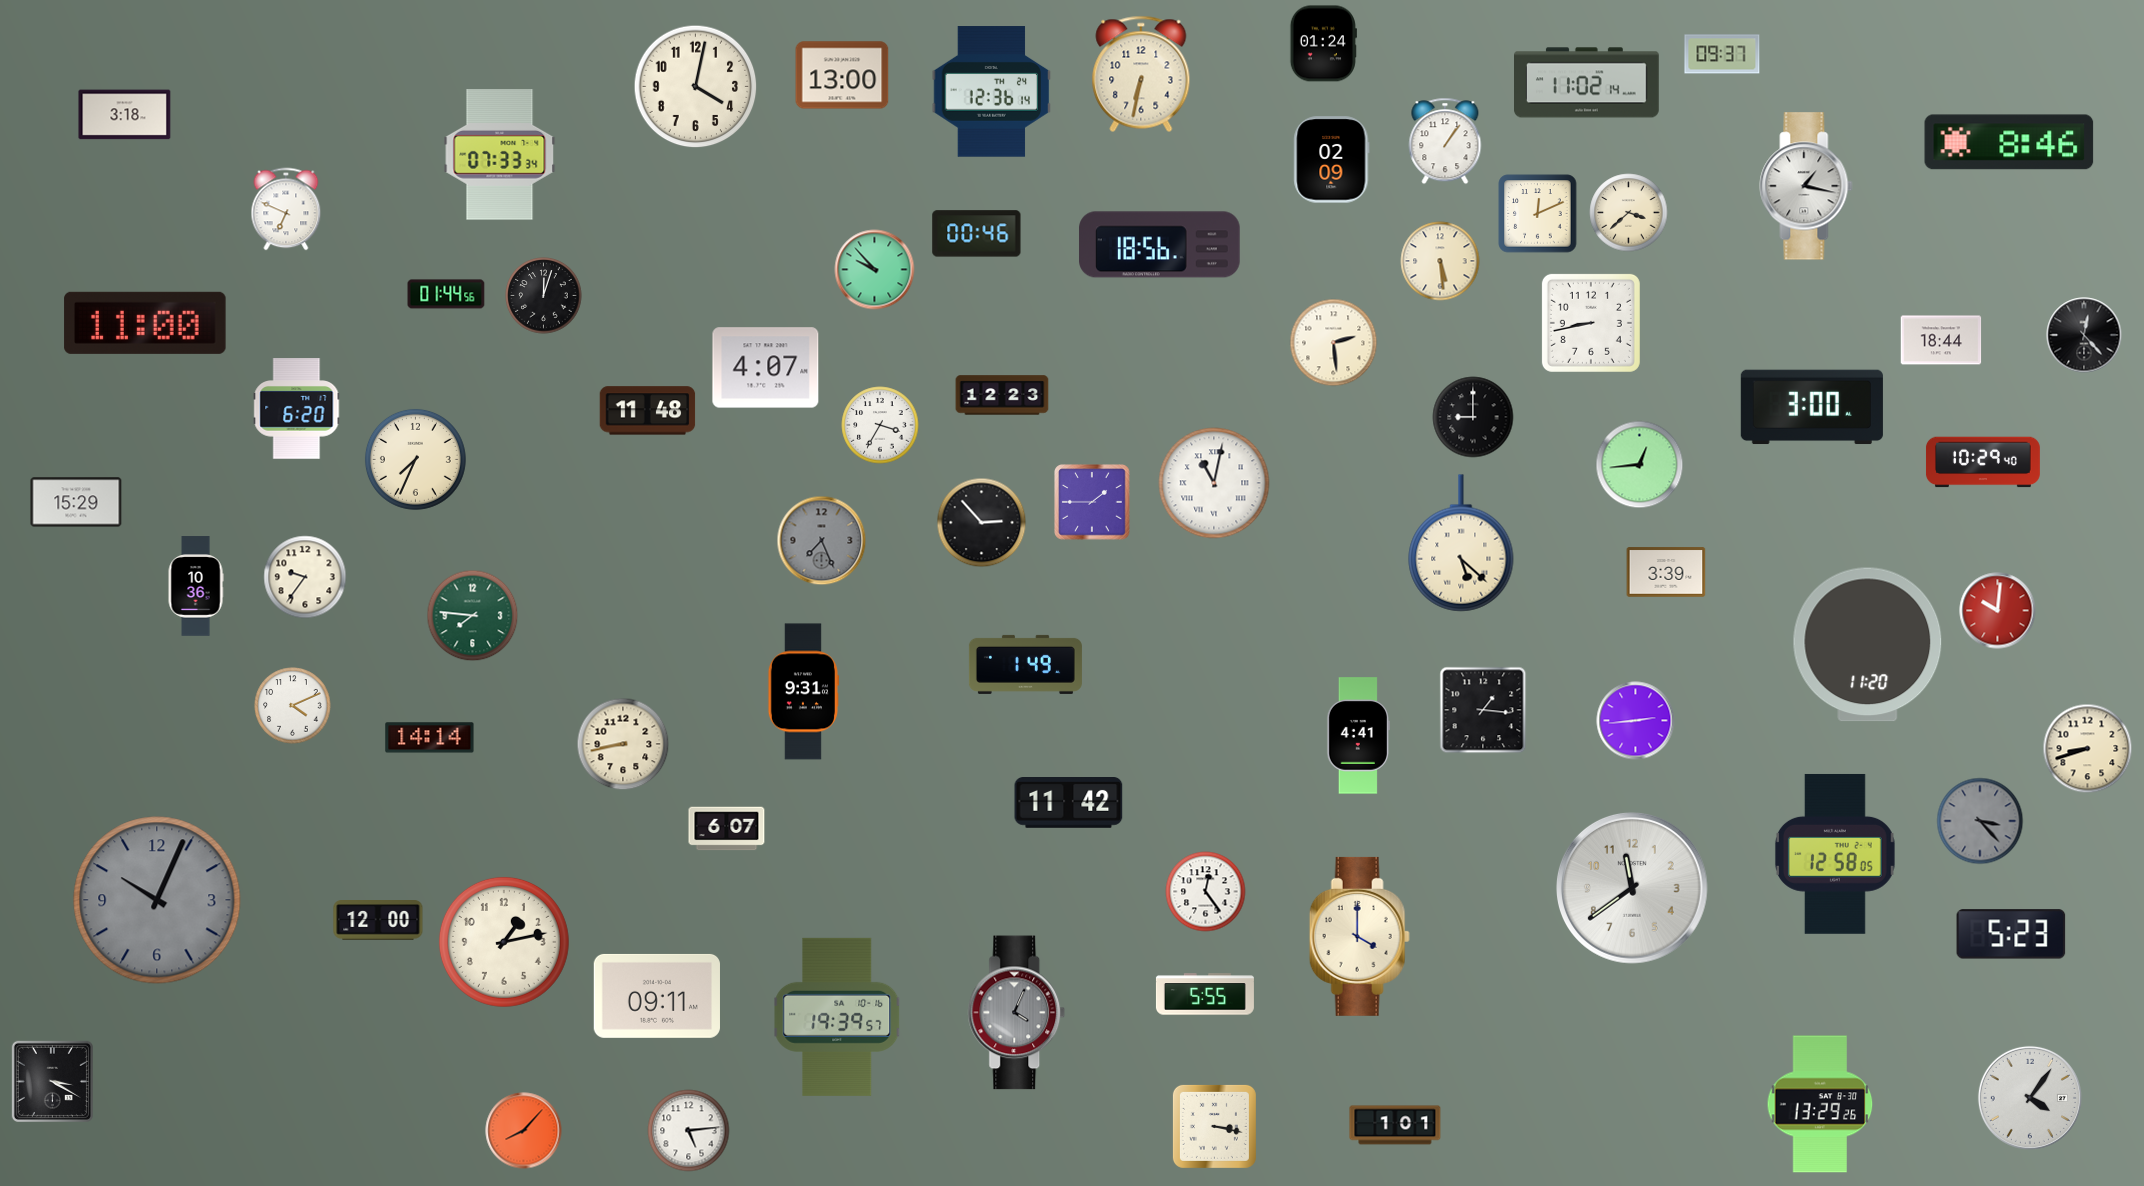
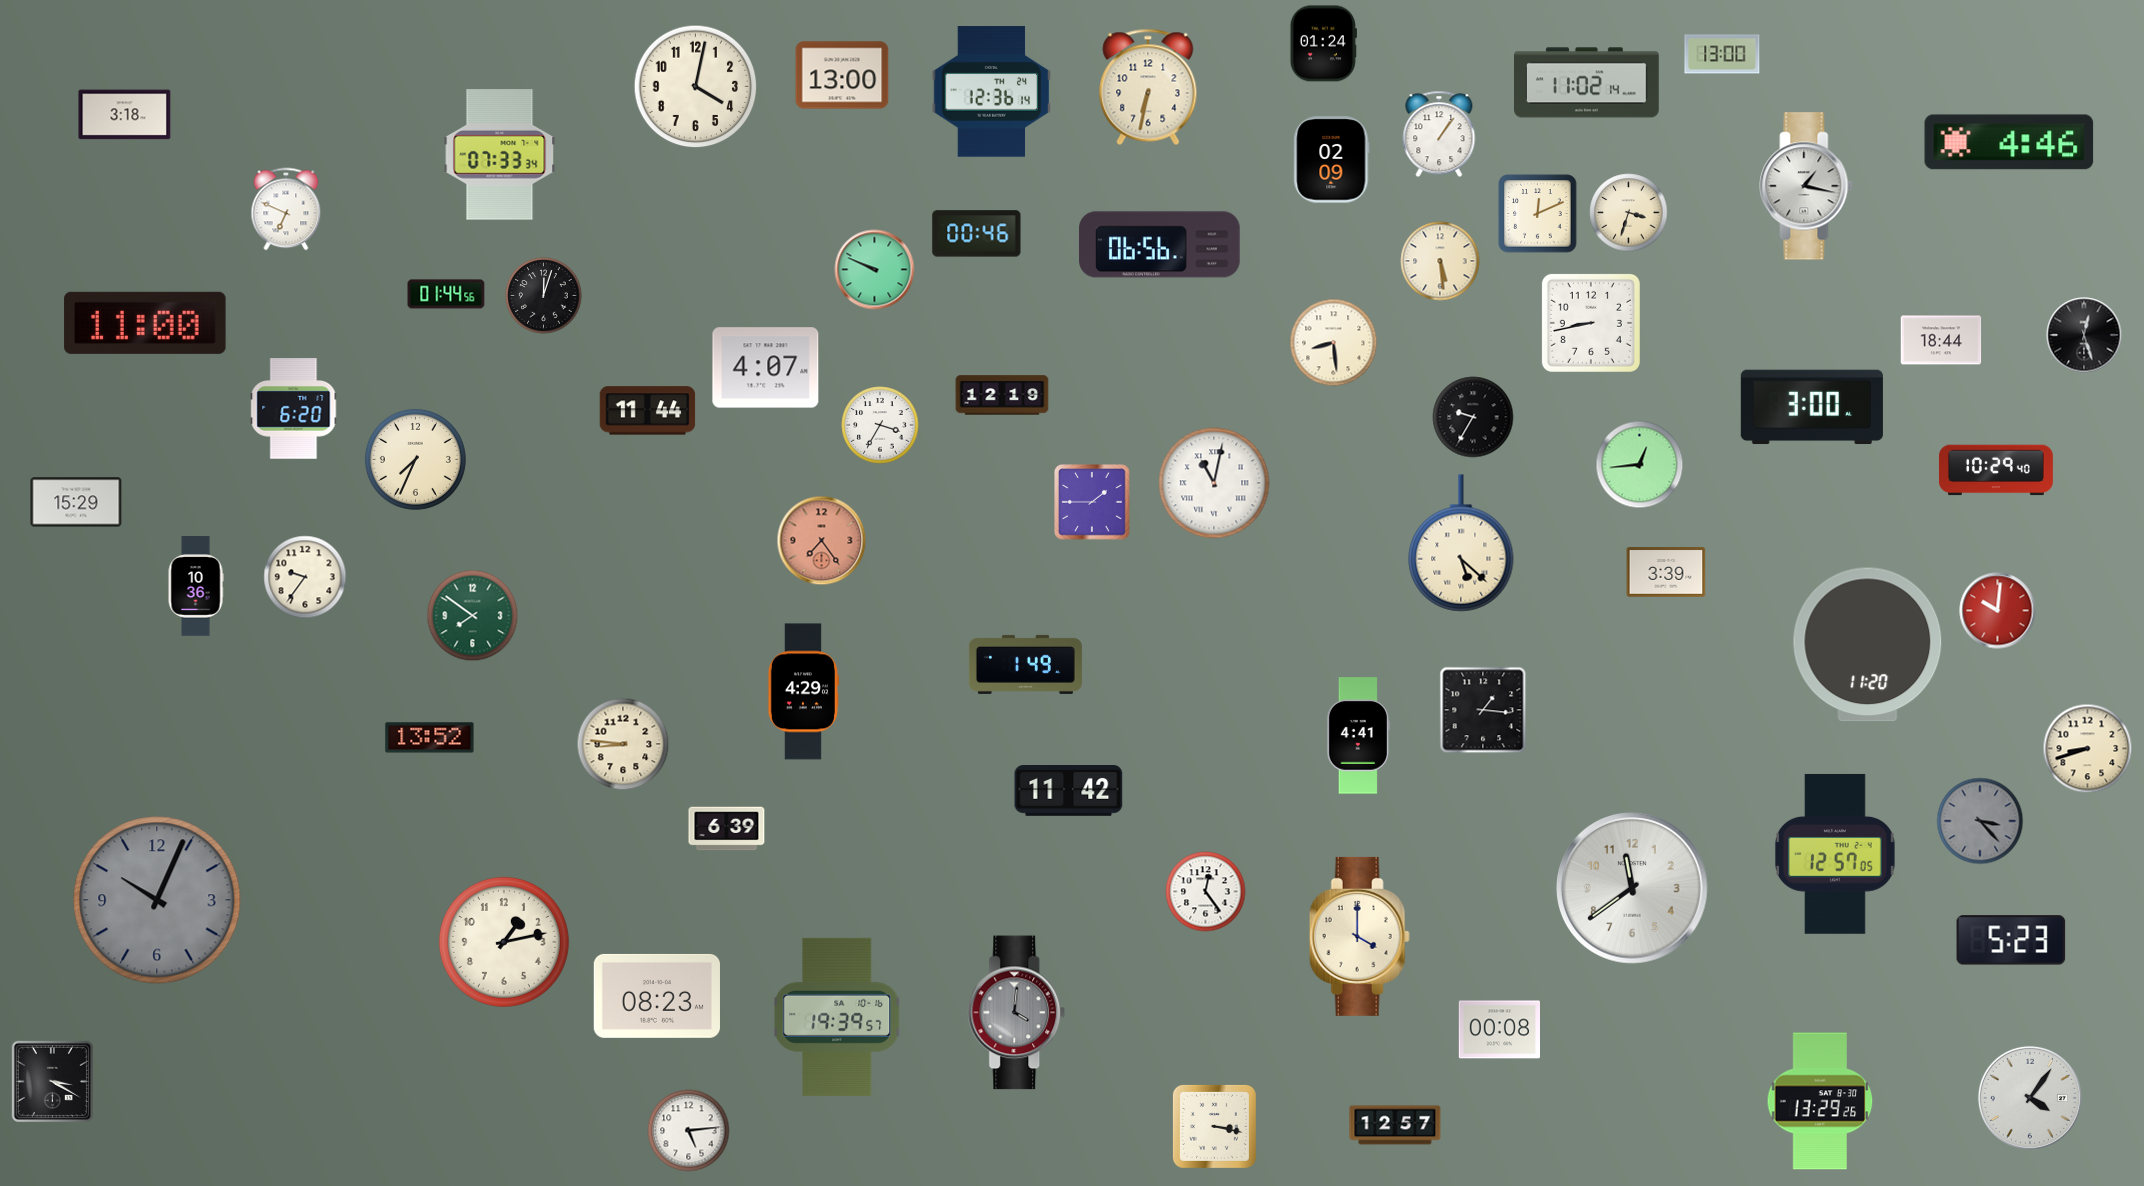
clock at (1722, 54): 09:37 -> 13:00
clock at (1141, 74) position: (1141, 74) -> (1148, 87)
clock at (1445, 141) position: (1445, 141) -> (1439, 134)
clock at (2009, 142): 8:46 -> 4:46
clock at (1629, 213): 3:38 -> 3:33
clock at (1160, 245): 18:56 -> 06:56
clock at (875, 270): 9:53 -> 9:49
clock at (2084, 335): 12:23 -> 12:27
clock at (1334, 343): 2:29 -> 8:29
clock at (1002, 395): 12:23 -> 12:19
clock at (297, 409) position: (297, 409) -> (294, 409)
clock at (648, 411): 11:48 -> 11:44
clock at (1473, 417): 9:00 -> 9:35
clock at (1983, 462) position: (1983, 462) -> (1996, 470)
clock at (982, 523): 2:53 -> none
clock at (822, 541): 7:26 -> 7:24
clock at (822, 541) dial: grey -> salmon
clock at (473, 616): 7:46 -> 7:51
clock at (803, 692): 9:31 -> 4:29
clock at (293, 706): 4:11 -> none
clock at (1636, 721): 2:44 -> none
clock at (430, 738): 14:14 -> 13:52
clock at (623, 744): 8:43 -> 8:46
clock at (1069, 803) position: (1069, 803) -> (1069, 791)
clock at (727, 829): 6:07 -> 6:39
clock at (1835, 854): 12:58 -> 12:57
clock at (378, 920): 12:00 -> none
clock at (2011, 934) position: (2011, 934) -> (2011, 940)
clock at (1205, 994): 5:55 -> none
clock at (657, 996): 09:11 -> 08:23
clock at (1017, 1013): 4:04 -> 4:01
clock at (1499, 1030): none -> 00:08
clock at (1820, 1104) position: (1820, 1104) -> (1820, 1101)
clock at (1395, 1125): 1:01 -> 12:57
clock at (524, 1131): 8:07 -> none
